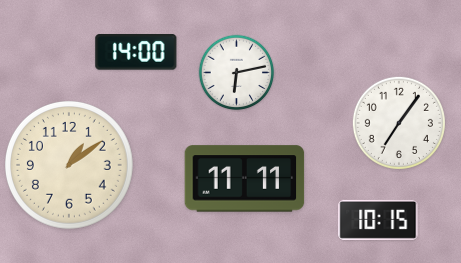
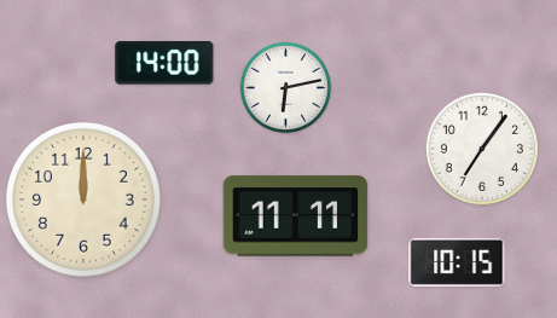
clock at (70, 166): 1:09 -> 12:00
clock at (378, 220) position: (378, 220) -> (457, 262)
